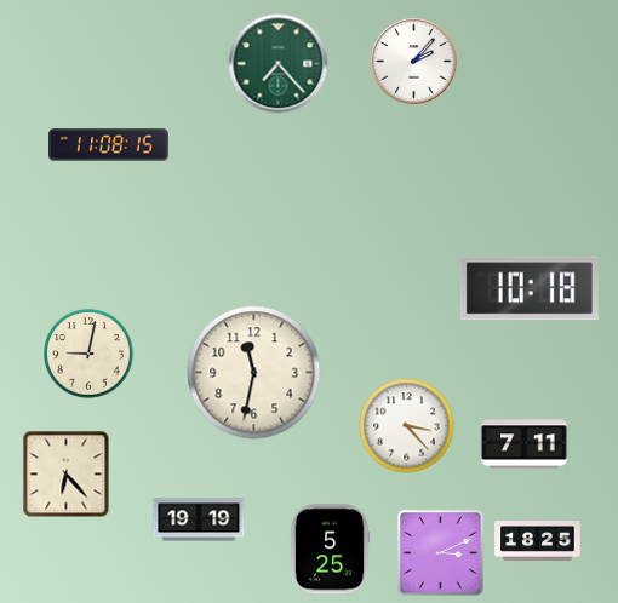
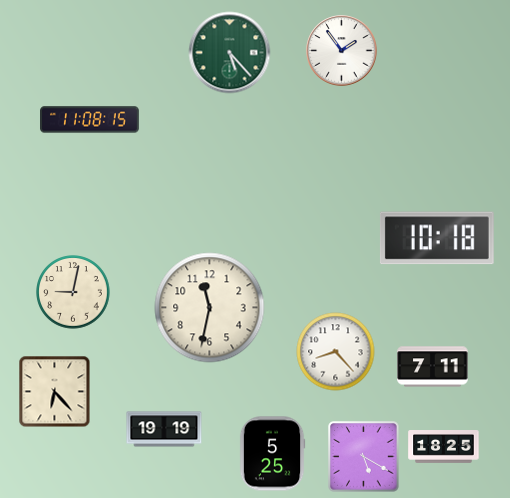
clock at (414, 62): 2:07 -> 1:54
clock at (279, 64): 7:23 -> 5:23
clock at (407, 426): 3:23 -> 8:23
clock at (441, 553): 3:11 -> 5:20
